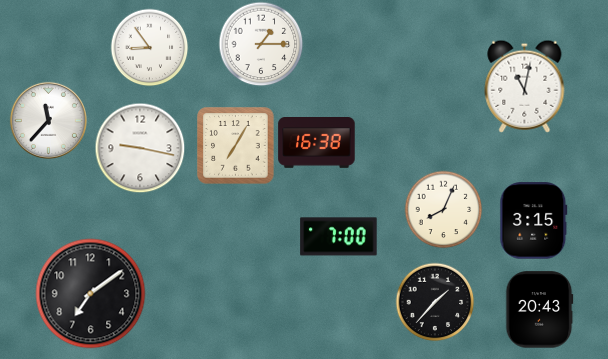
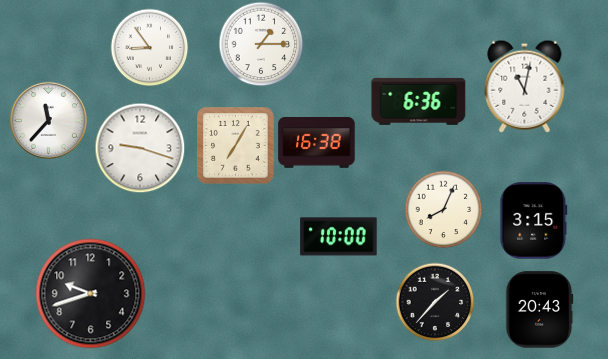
clock at (419, 101): none -> 6:36
clock at (140, 148): 9:17 -> 9:18
clock at (339, 237): 7:00 -> 10:00
clock at (91, 294): 7:09 -> 9:42
